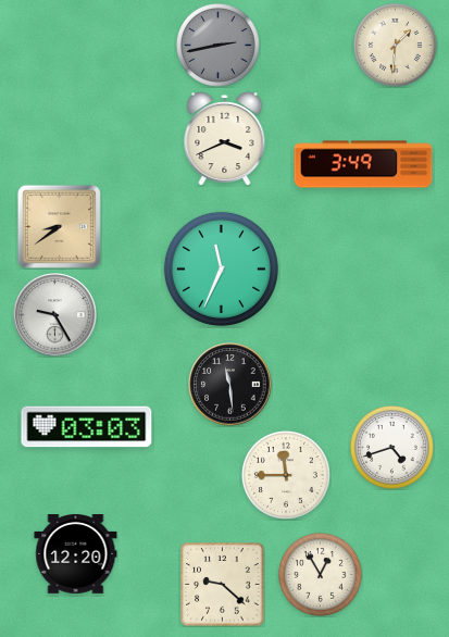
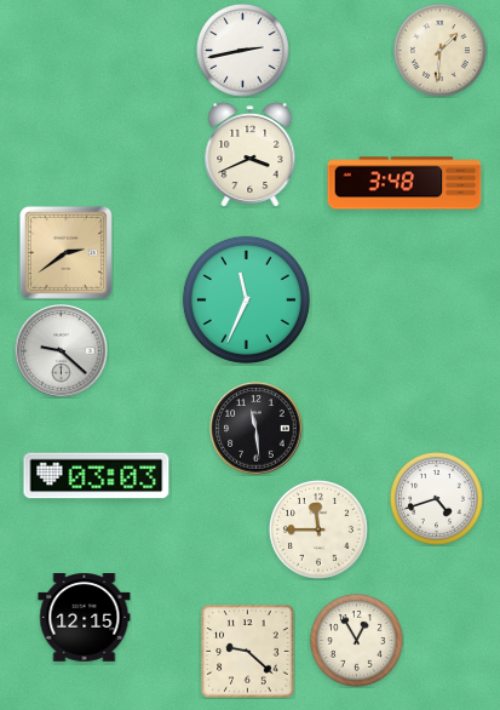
clock at (219, 46) dial: grey -> white
clock at (363, 164): 3:49 -> 3:48
clock at (59, 226): 8:39 -> 2:39
clock at (55, 315): 9:25 -> 9:22
clock at (76, 554): 12:20 -> 12:15
